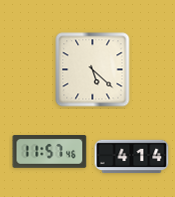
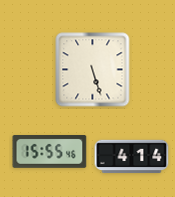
clock at (93, 70): 5:22 -> 5:27
clock at (50, 152): 11:57 -> 15:55
